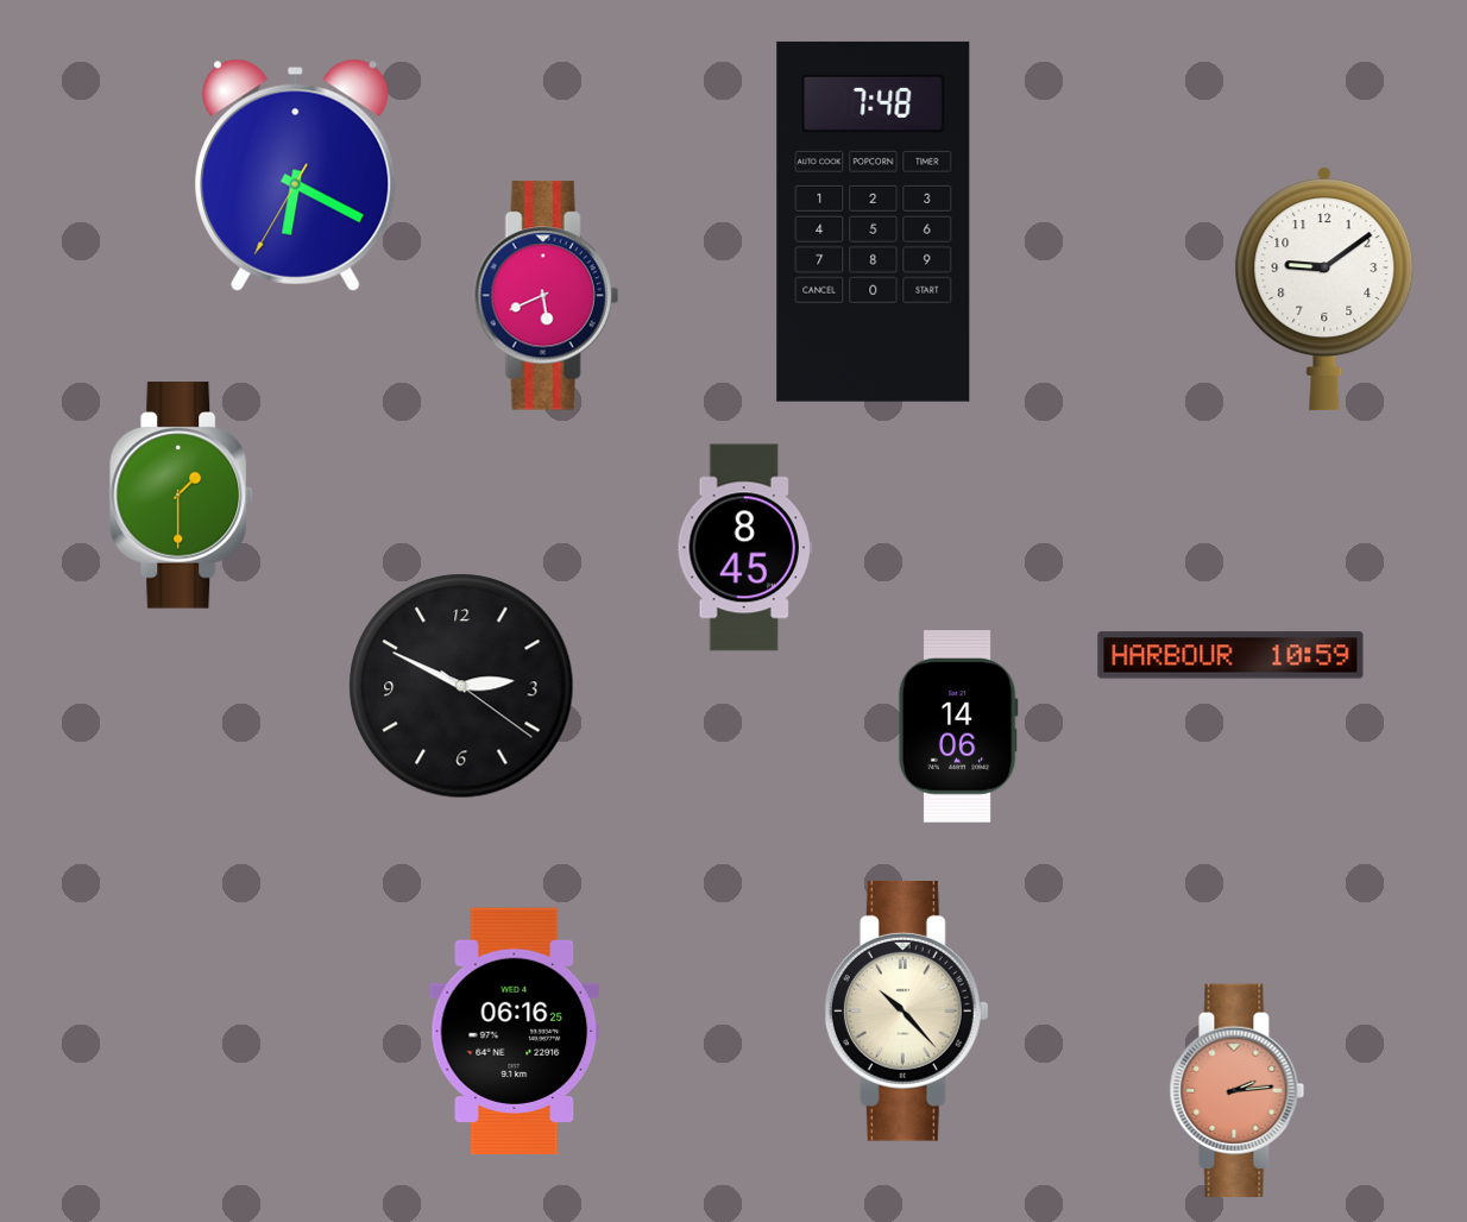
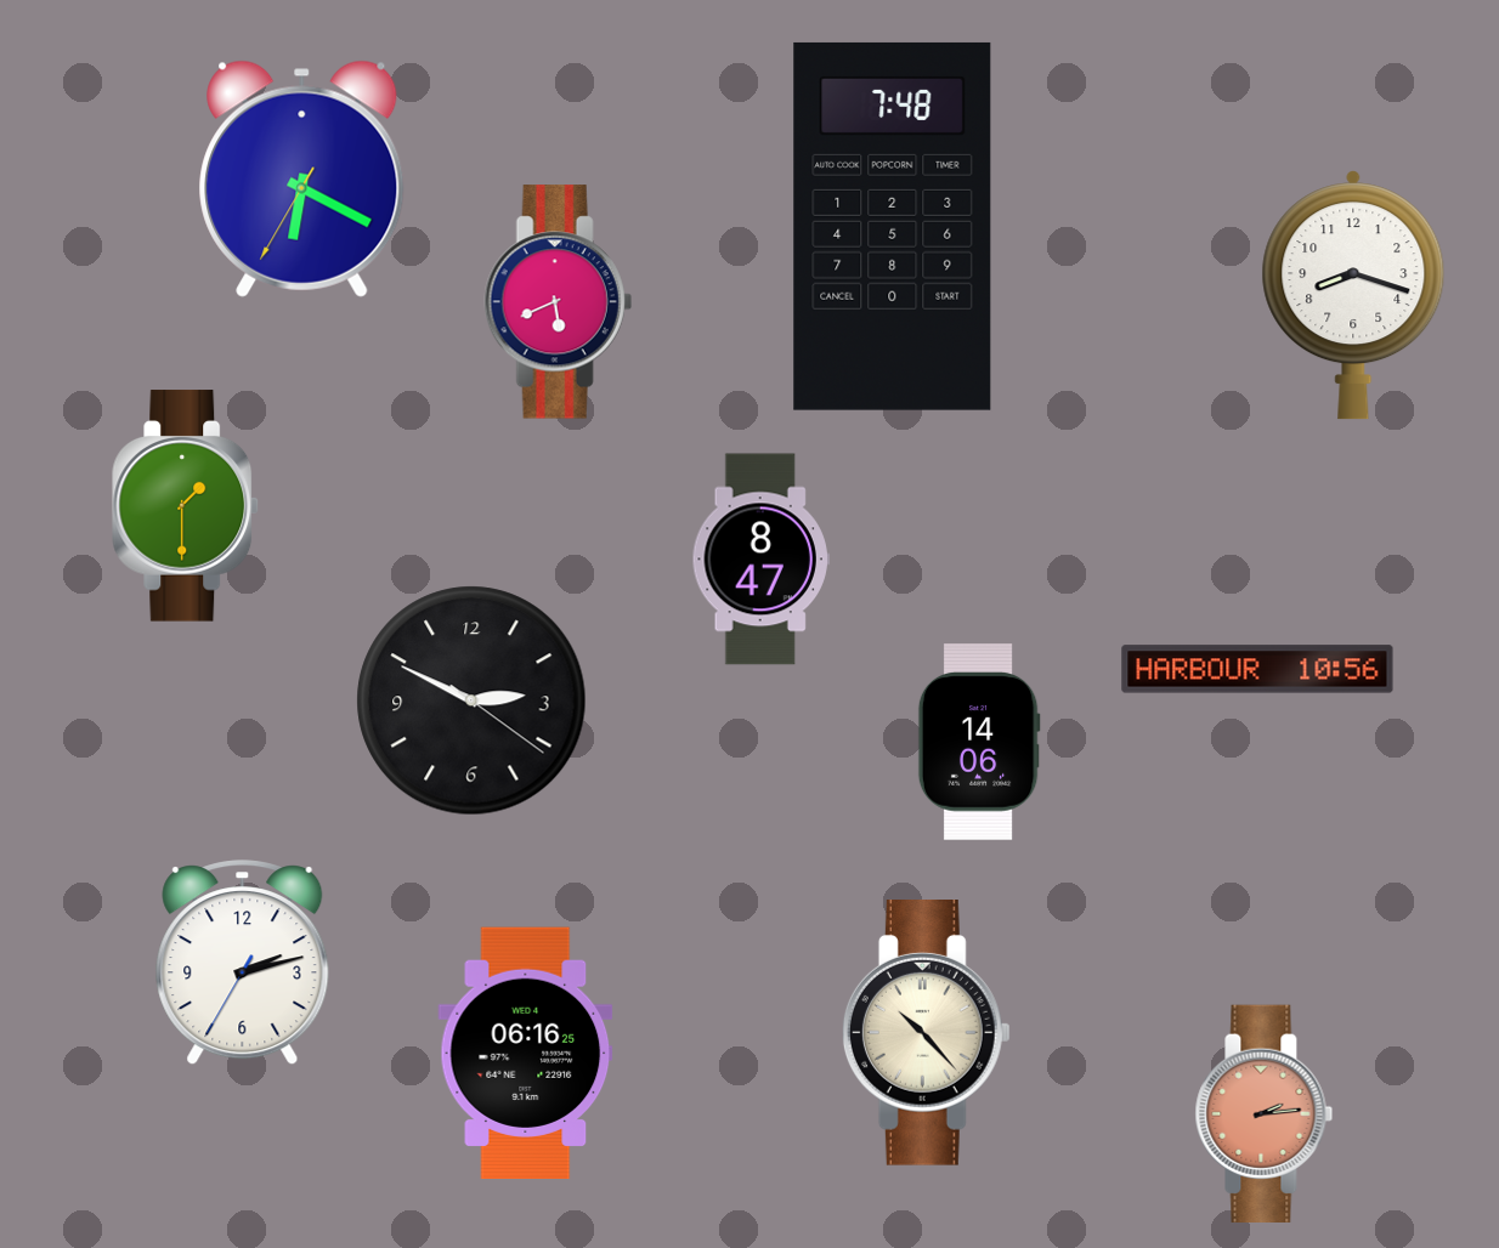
clock at (1324, 289): 9:09 -> 8:18
clock at (744, 548): 8:45 -> 8:47
clock at (1230, 655): 10:59 -> 10:56
clock at (243, 963): none -> 2:12
